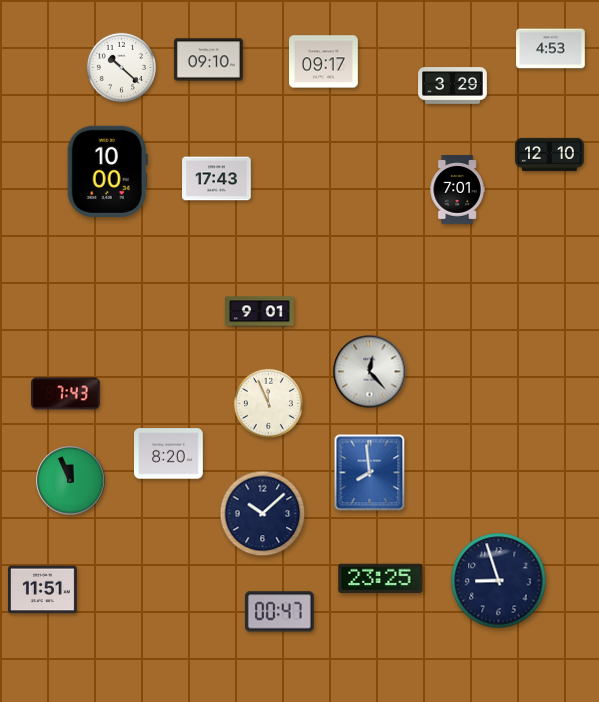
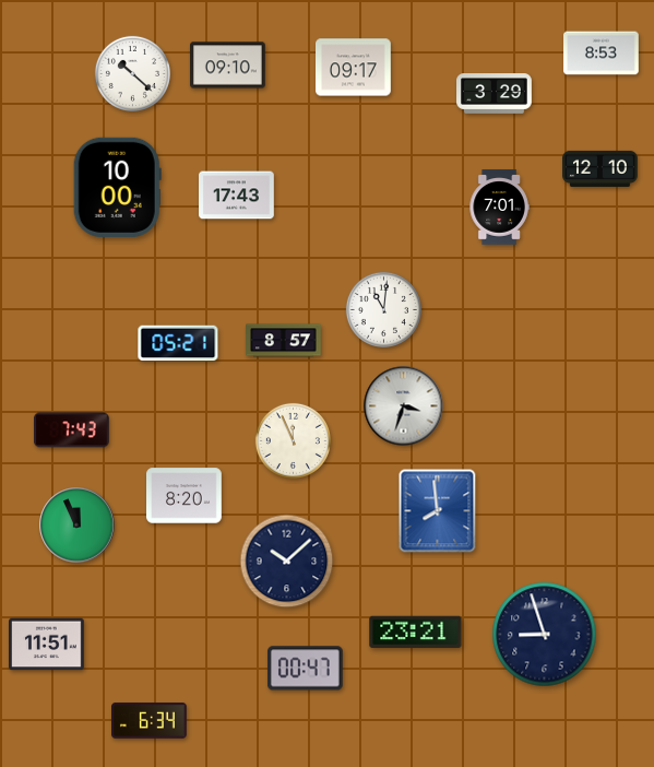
clock at (551, 49): 4:53 -> 8:53
clock at (383, 309): none -> 11:01
clock at (260, 312): 9:01 -> 8:57
clock at (178, 343): none -> 05:21
clock at (370, 372): 12:23 -> 3:33
clock at (370, 473) position: (370, 473) -> (438, 511)
clock at (381, 579): 23:25 -> 23:21
clock at (150, 721): none -> 6:34
